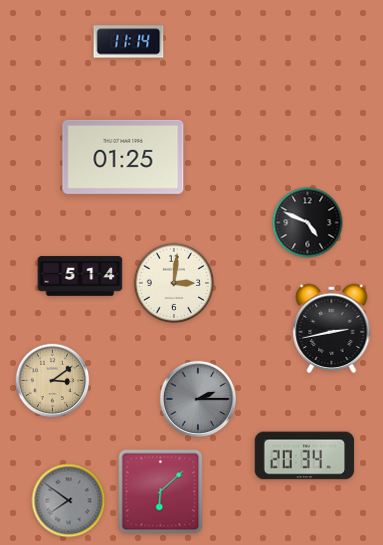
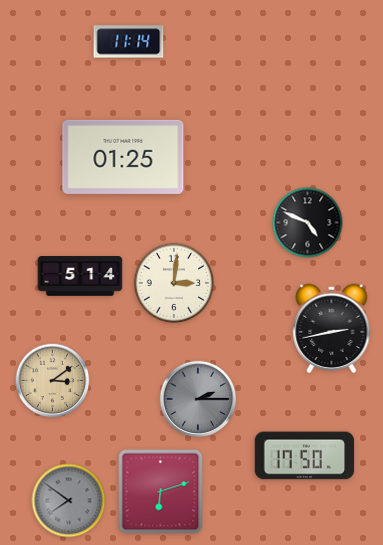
clock at (305, 456): 20:34 -> 17:50
clock at (161, 492): 6:08 -> 6:12
